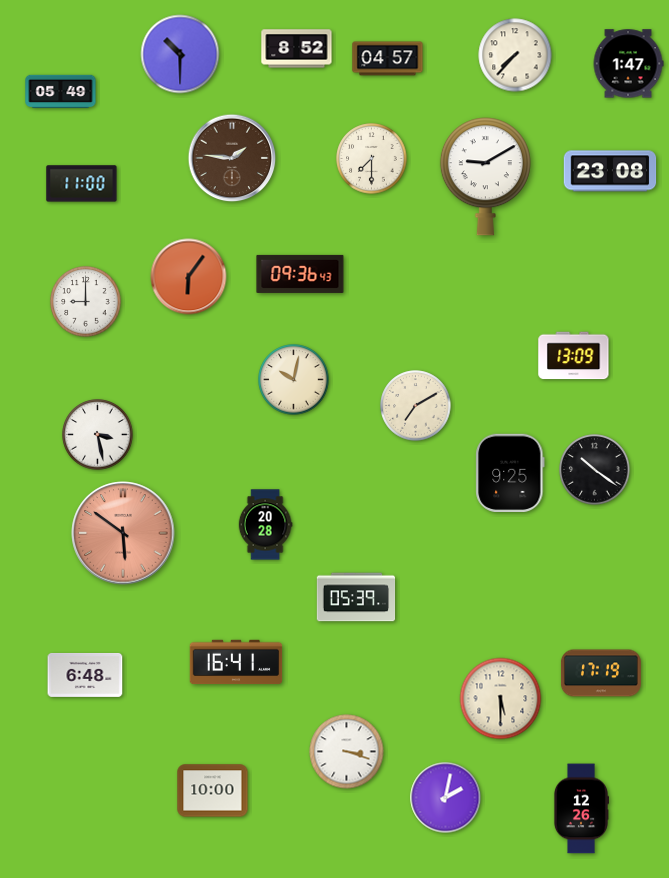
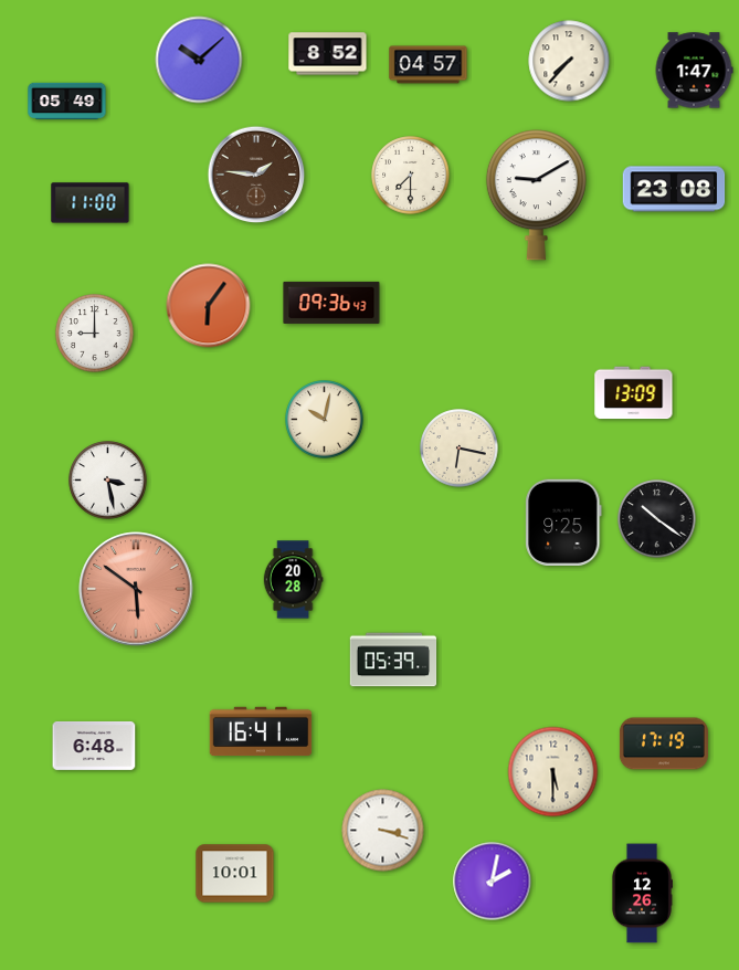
clock at (180, 54): 10:30 -> 10:08
clock at (416, 406): 7:10 -> 6:17
clock at (213, 791): 10:00 -> 10:01
